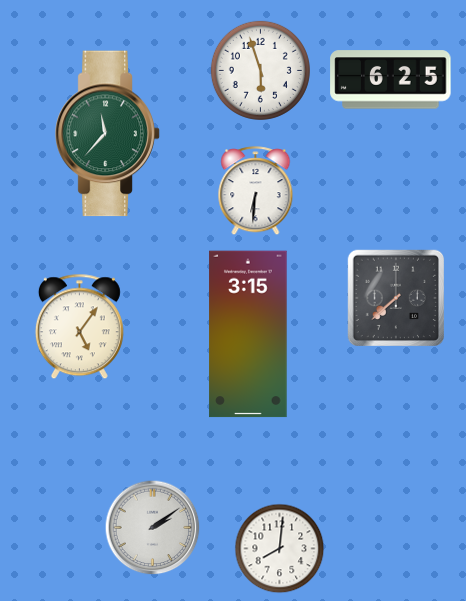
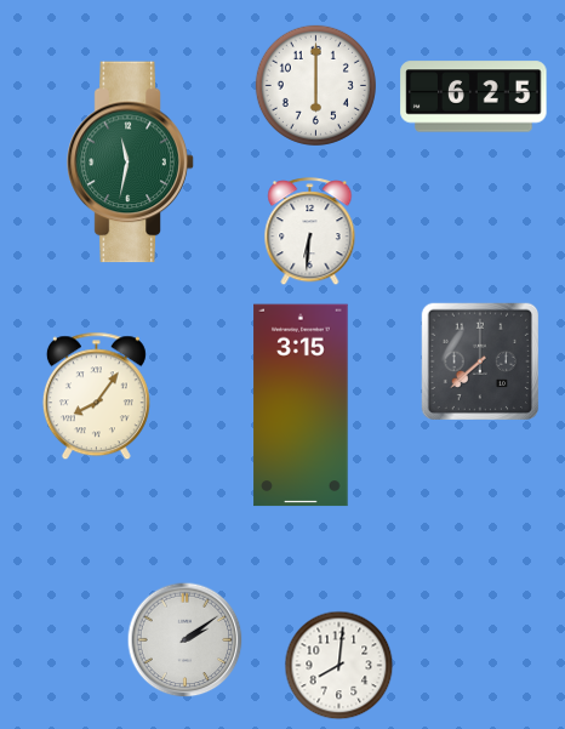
clock at (260, 70): 5:57 -> 6:00
clock at (108, 134): 11:37 -> 11:32
clock at (79, 327): 5:06 -> 8:06
